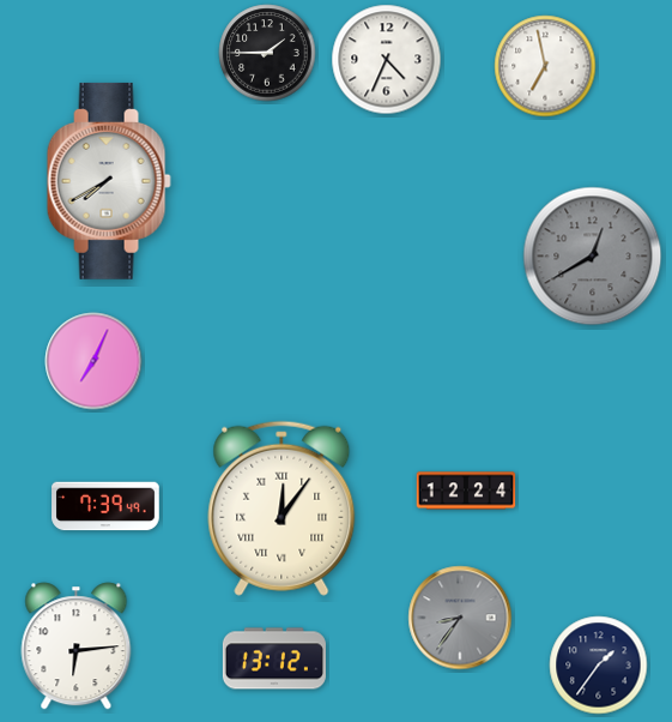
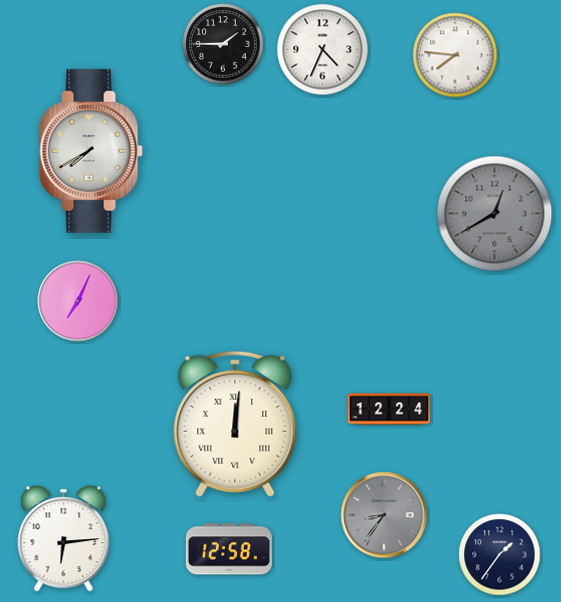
clock at (545, 66): 6:58 -> 7:46
clock at (105, 506): 7:39 -> none
clock at (281, 509): 12:06 -> 12:01
clock at (274, 658): 13:12 -> 12:58
